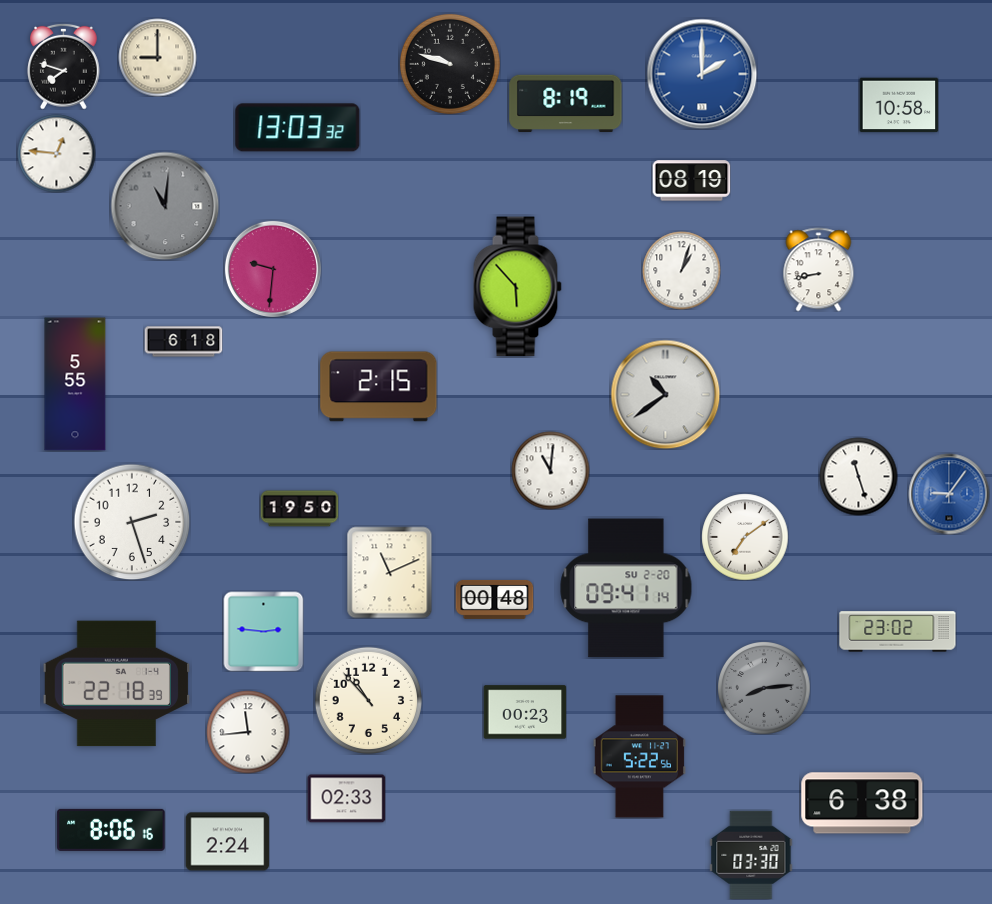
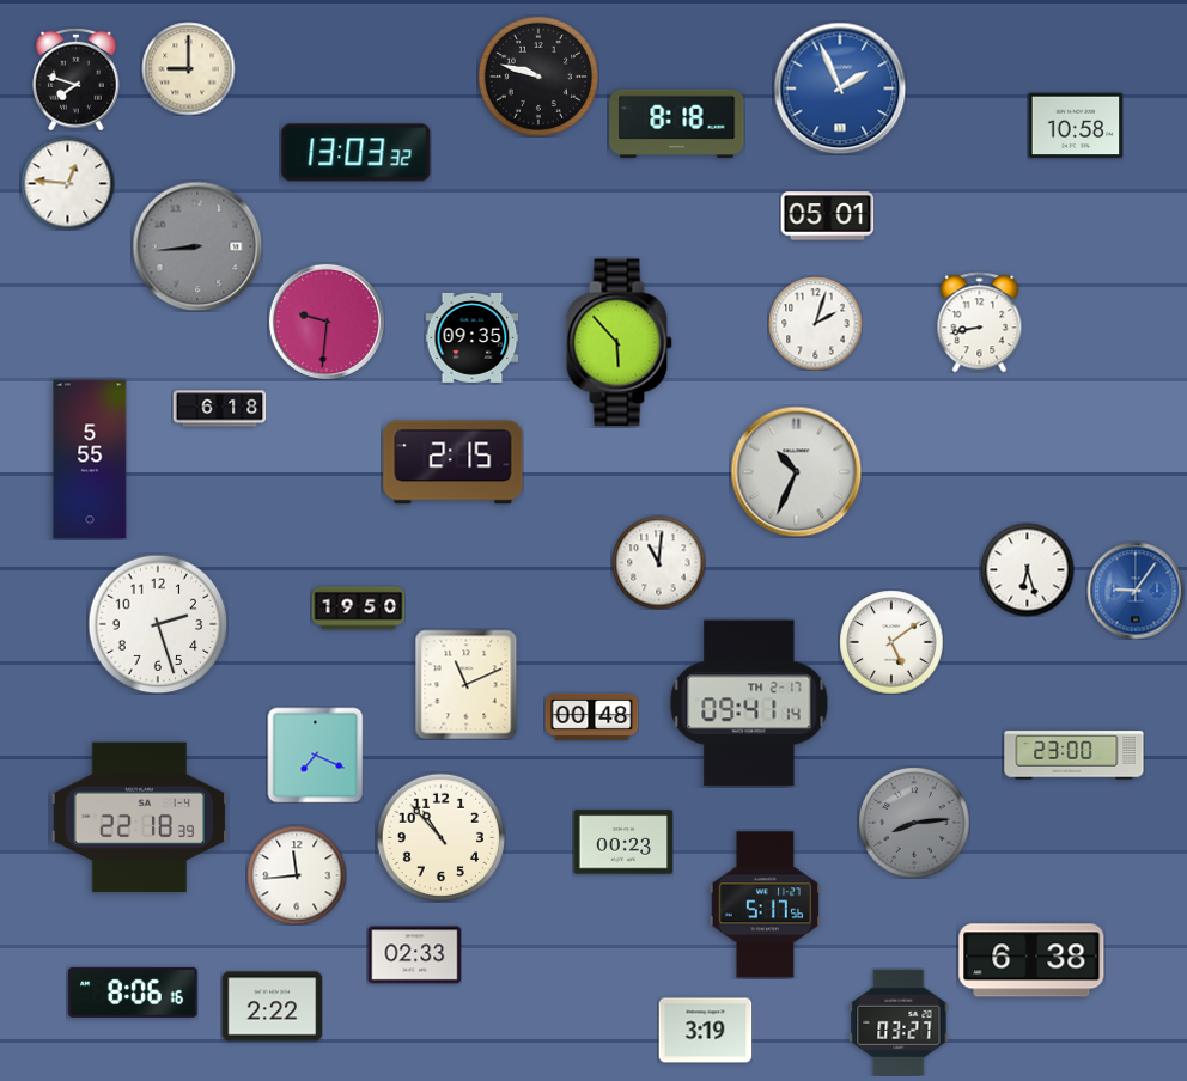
clock at (702, 74): 2:00 -> 1:56
clock at (566, 104): 8:19 -> 8:18
clock at (691, 181): 08:19 -> 05:01
clock at (165, 206): 11:01 -> 8:44
clock at (681, 270): 1:03 -> 2:03
clock at (471, 337): none -> 09:35
clock at (665, 394): 10:39 -> 10:34
clock at (858, 476): 11:27 -> 6:27
clock at (745, 537): 7:09 -> 5:09
clock at (626, 588) date: SU 2-20 -> TH 2-17
clock at (263, 631): 2:46 -> 7:19
clock at (898, 632): 23:02 -> 23:00
clock at (525, 712) position: (525, 712) -> (623, 842)
clock at (639, 757): 5:22 -> 5:17
clock at (227, 842): 2:24 -> 2:22
clock at (751, 855): 03:30 -> 03:27
clock at (705, 1031): none -> 3:19
